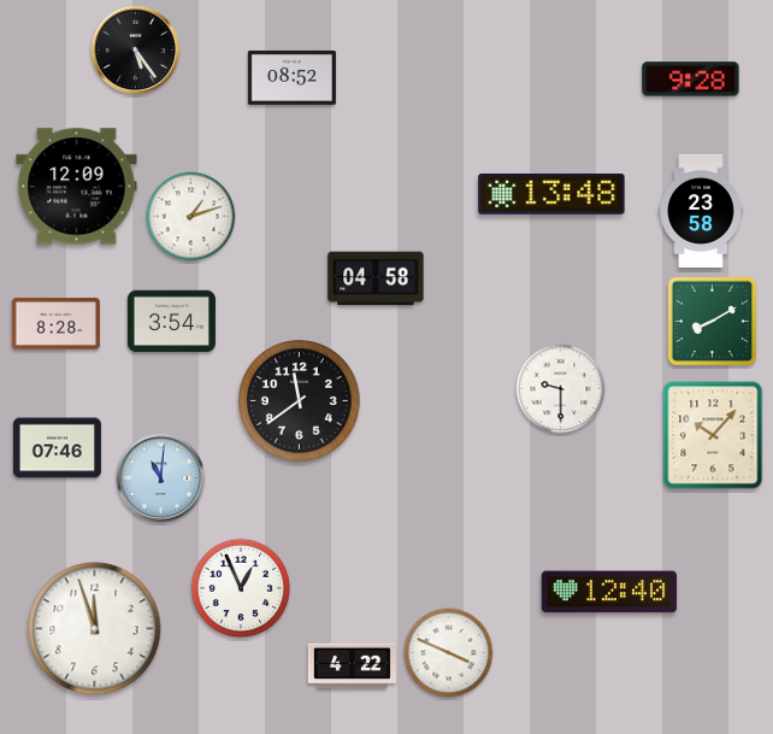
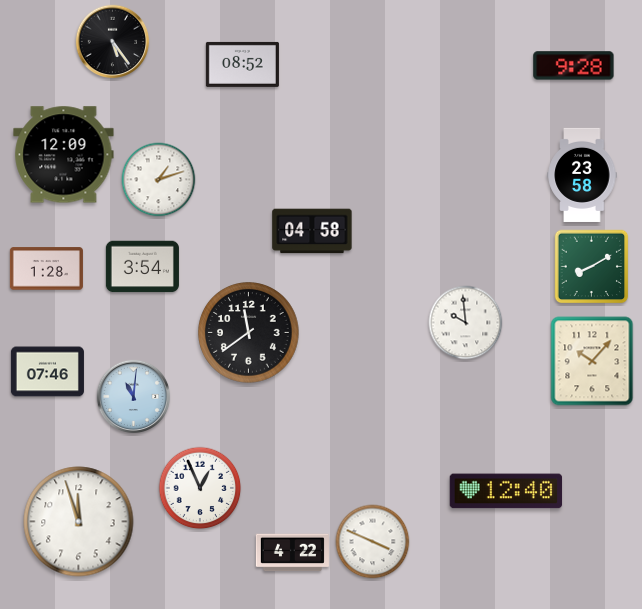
clock at (551, 195): 13:48 -> none
clock at (55, 324): 8:28 -> 1:28
clock at (561, 389): 9:30 -> 9:59
